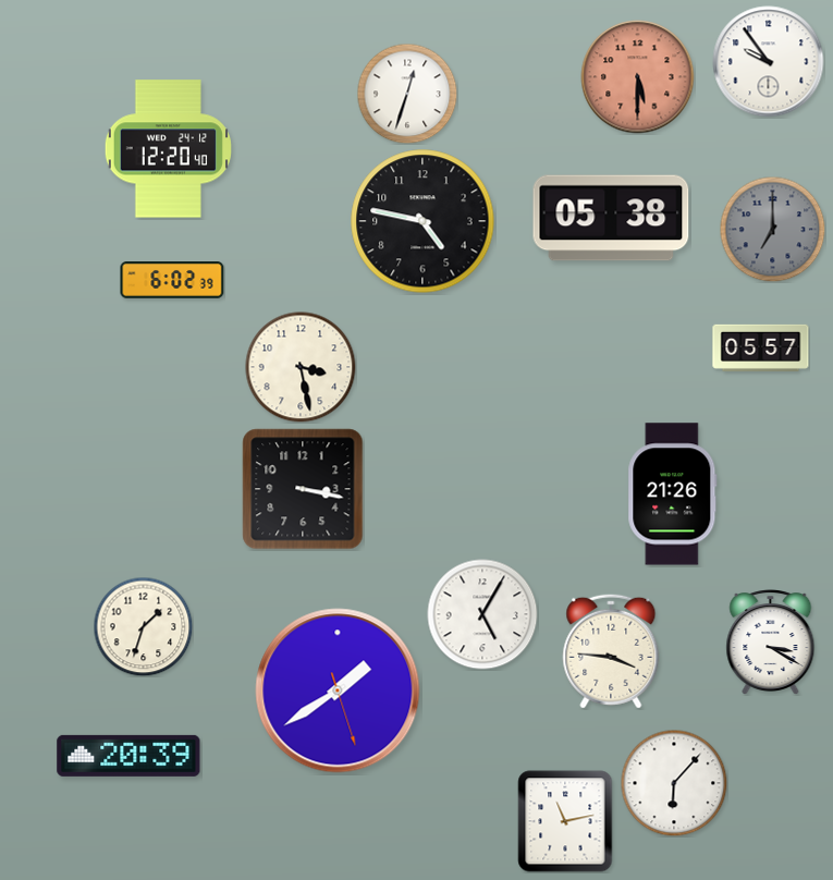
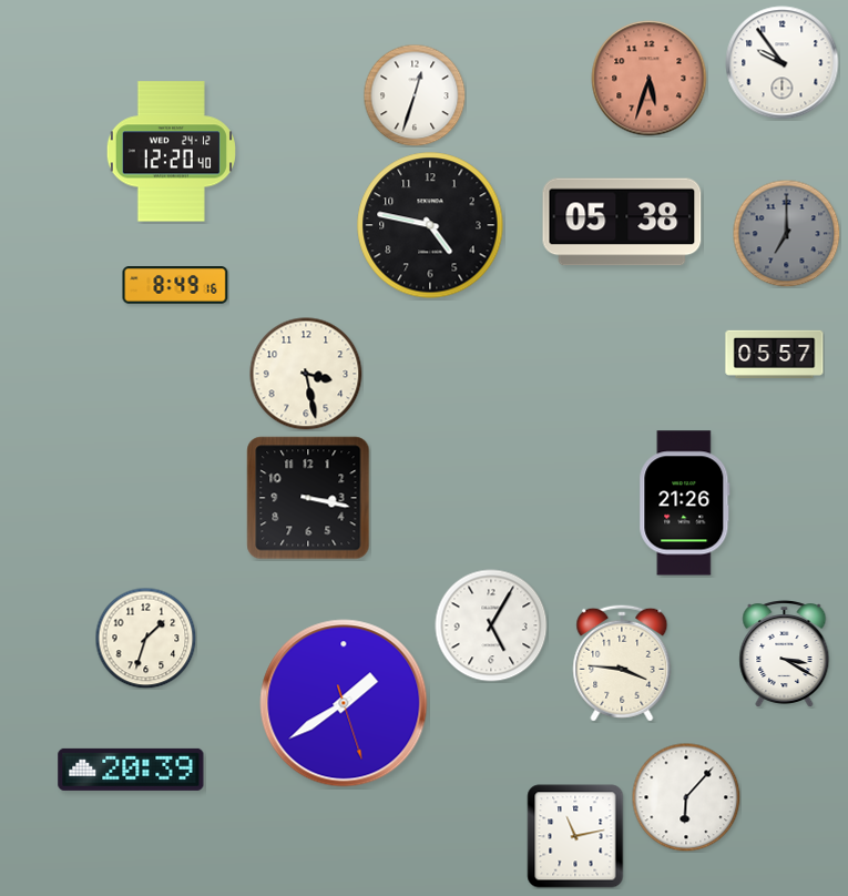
clock at (638, 77): 5:30 -> 5:33
clock at (172, 280): 6:02 -> 8:49
